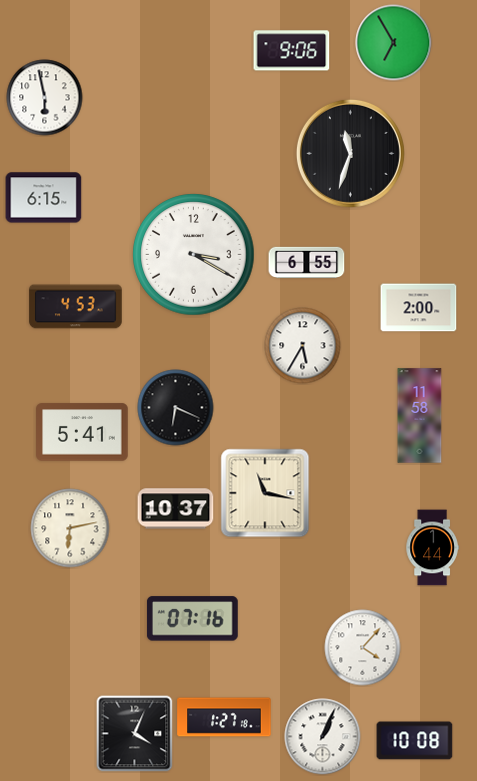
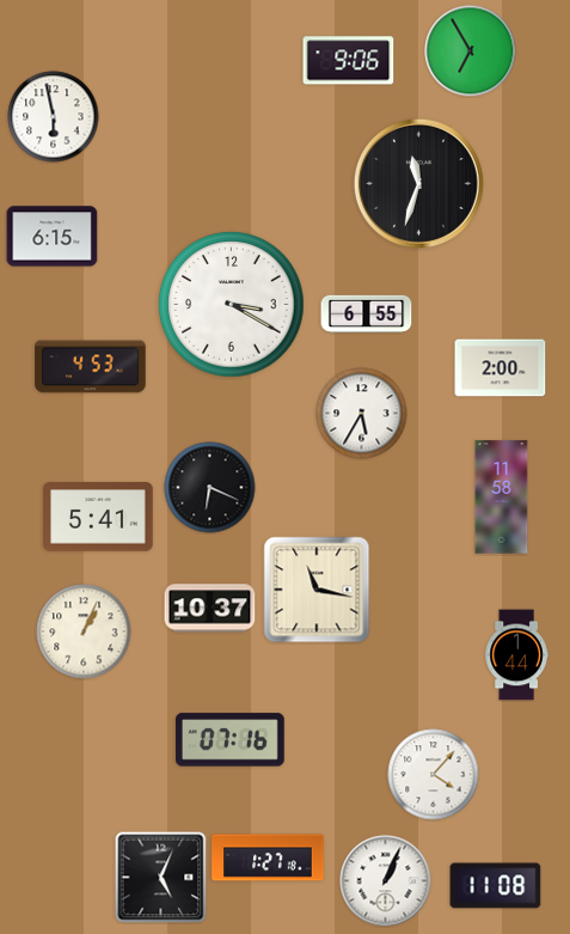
clock at (70, 528): 6:13 -> 1:04
clock at (135, 734): 4:04 -> 5:04
clock at (415, 741): 10:08 -> 11:08
